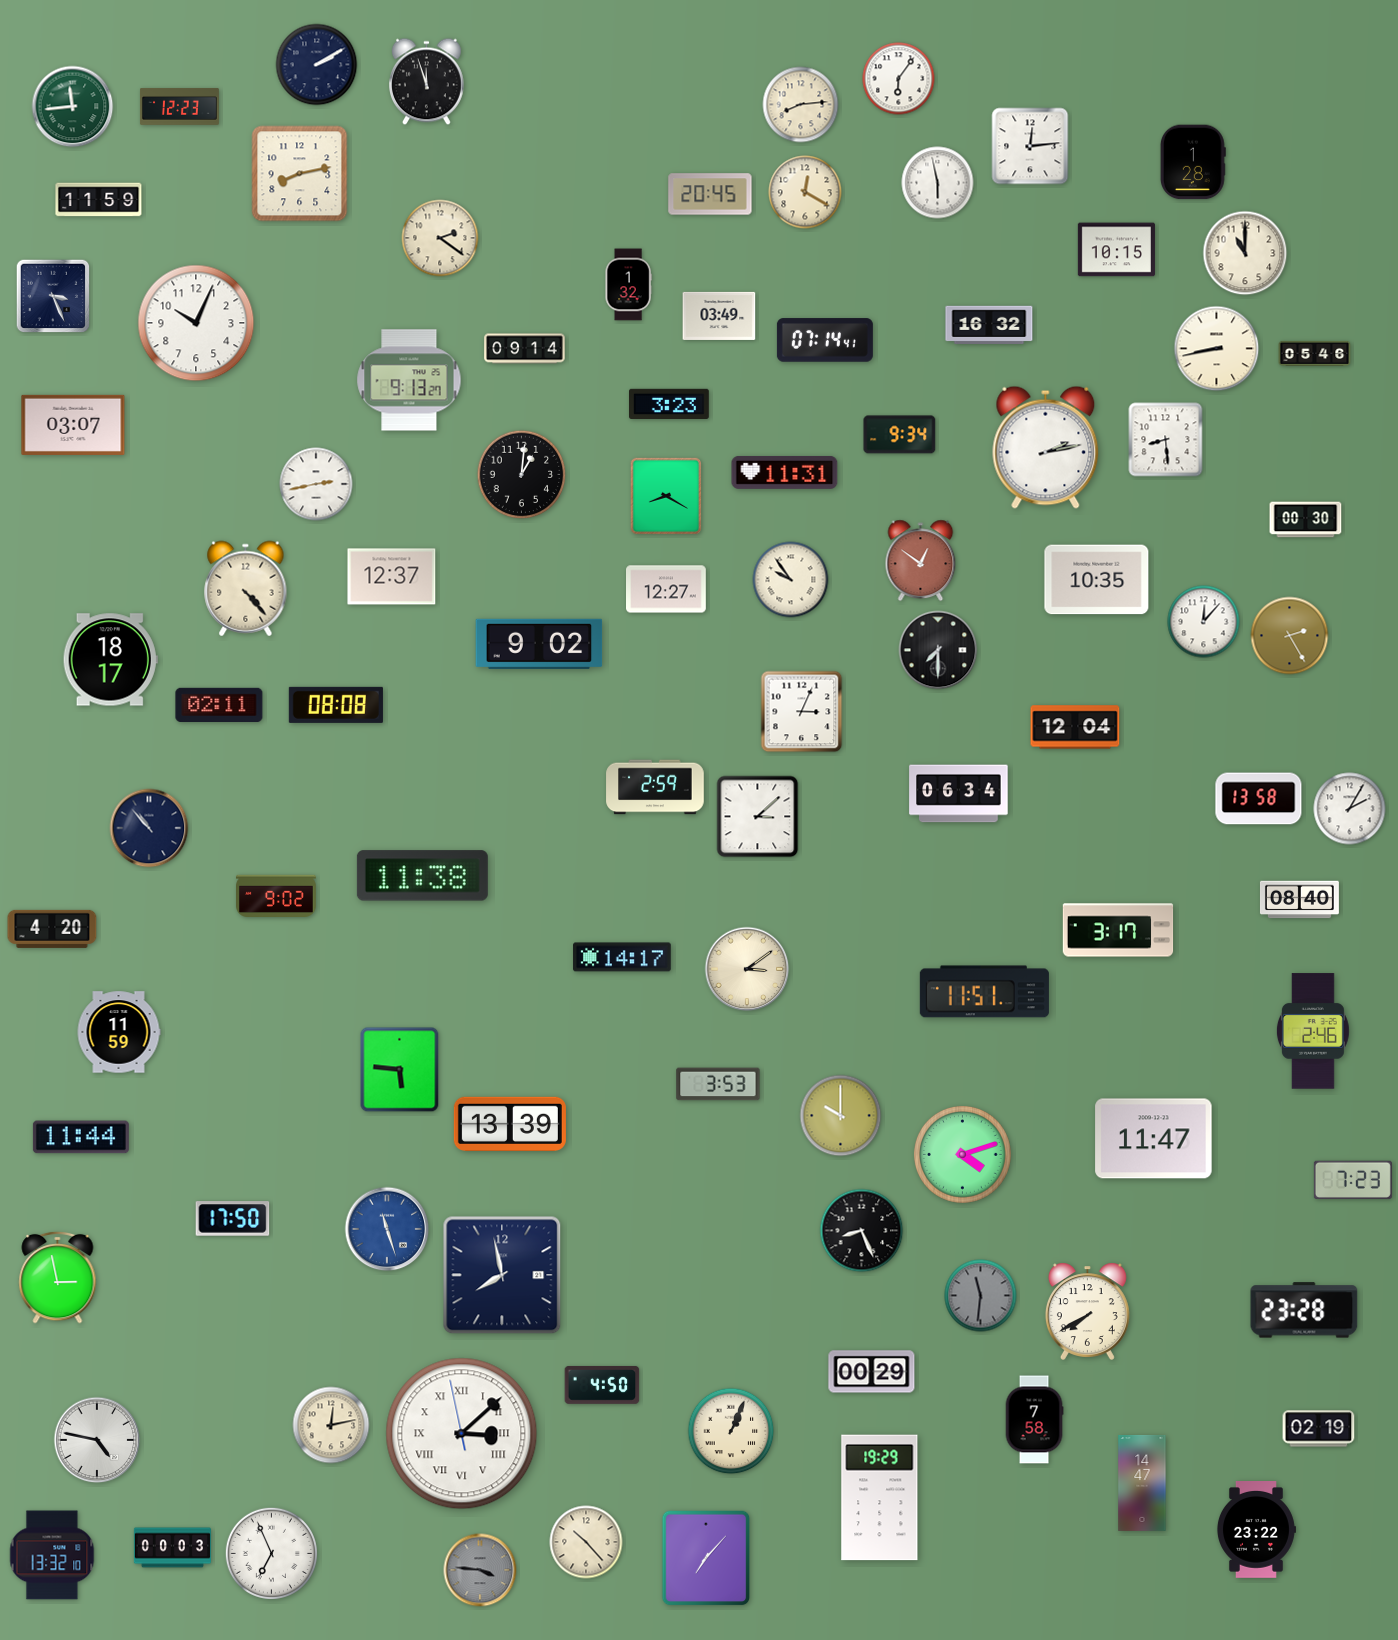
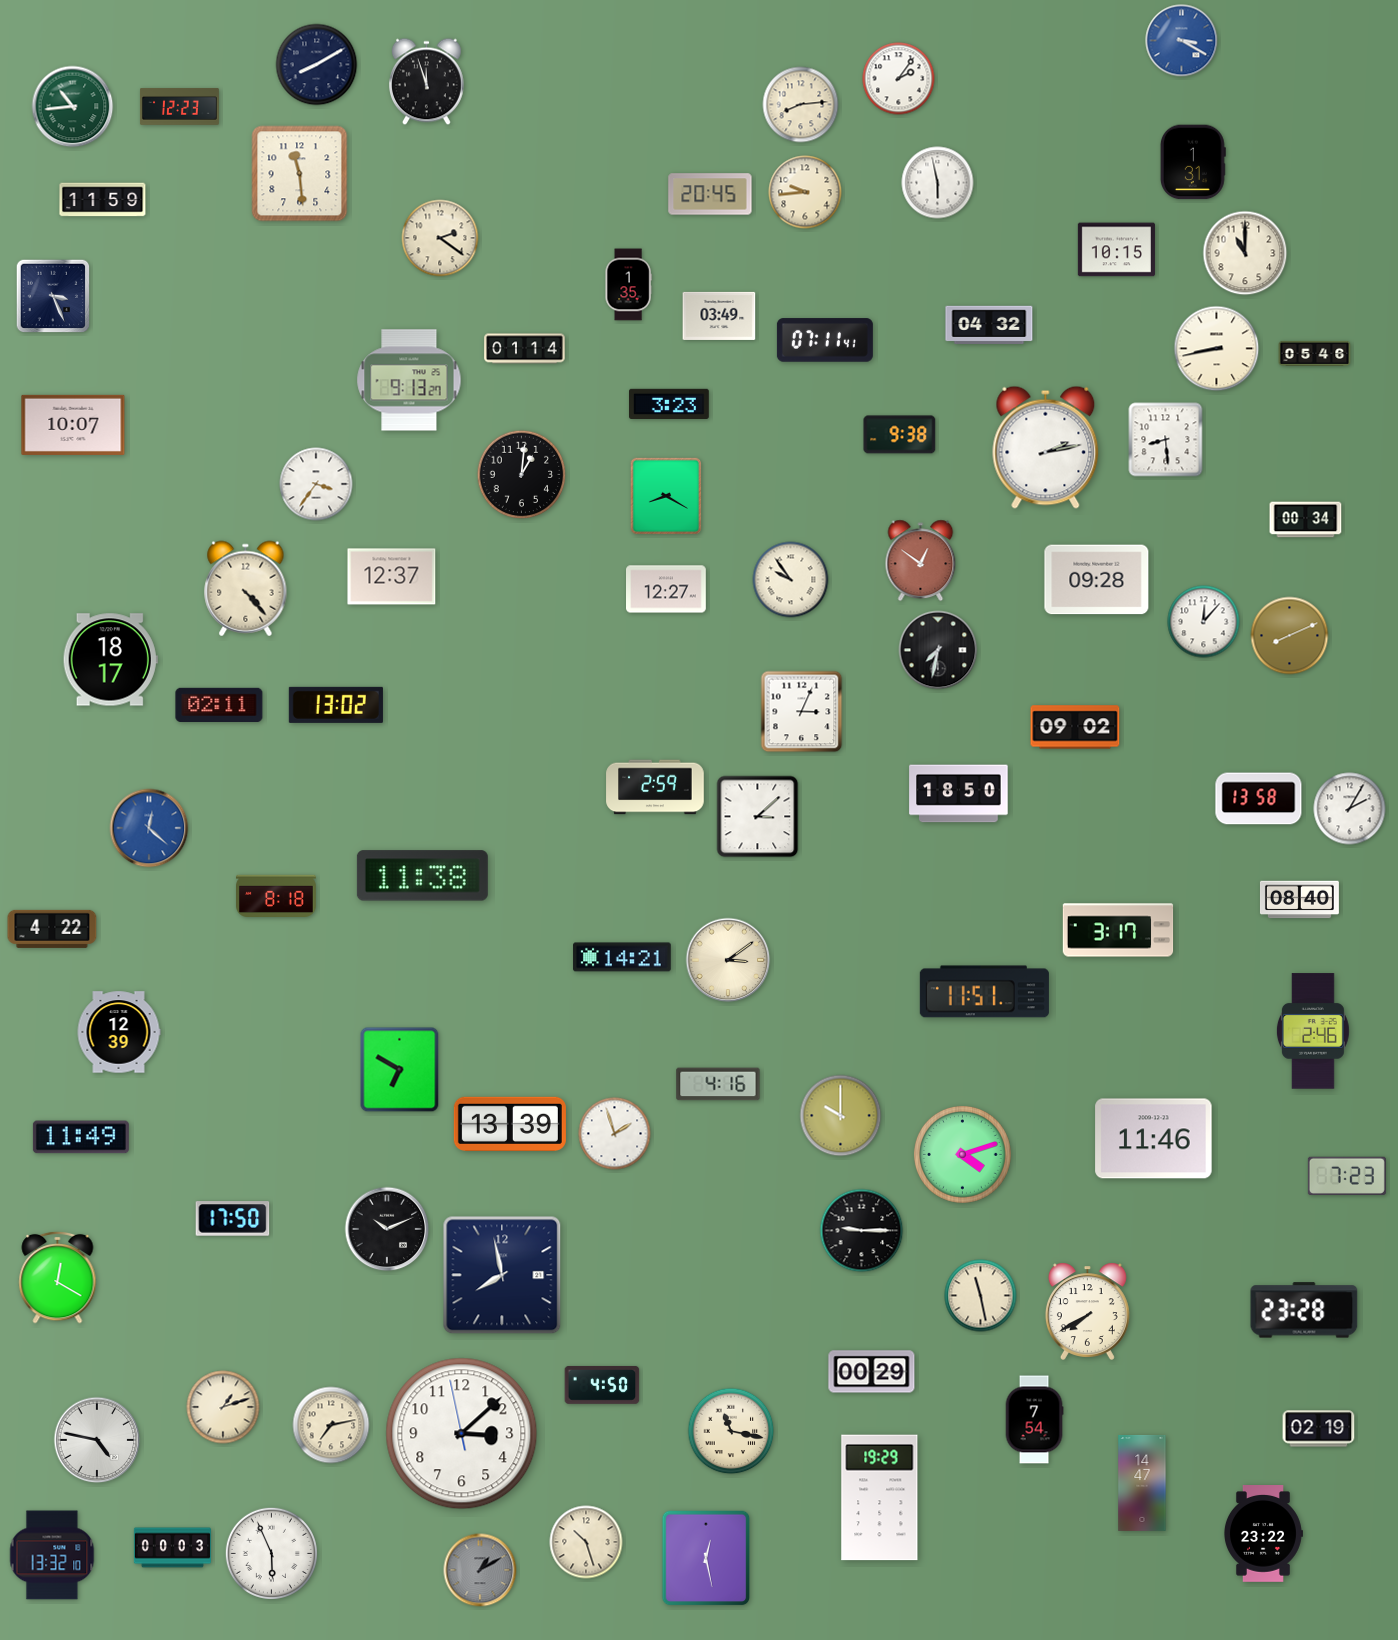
clock at (1182, 41): none -> 3:20
clock at (317, 65): 2:10 -> 8:10
clock at (899, 79): 6:06 -> 2:06
clock at (73, 107): 11:44 -> 10:44
clock at (1030, 146): 12:14 -> none
clock at (1193, 162): 1:28 -> 1:31
clock at (300, 174): 8:13 -> 11:29
clock at (805, 192): 12:20 -> 9:44
clock at (99, 200) position: (99, 200) -> (103, 200)
clock at (628, 285): 1:32 -> 1:35
clock at (196, 323): 10:04 -> none
clock at (989, 325): 16:32 -> 04:32
clock at (825, 340): 07:14 -> 07:11
clock at (525, 349): 09:14 -> 01:14
clock at (73, 425): 03:07 -> 10:07
clock at (900, 435): 9:34 -> 9:38
clock at (785, 472): 11:31 -> none
clock at (316, 484): 2:43 -> 3:36
clock at (1306, 520): 00:30 -> 00:34
clock at (1097, 580): 10:35 -> 09:28
clock at (1290, 636): 2:25 -> 8:11
clock at (539, 644): 9:02 -> none
clock at (938, 650): 7:30 -> 7:32
clock at (336, 705): 08:08 -> 13:02
clock at (1075, 727): 12:04 -> 09:02
clock at (959, 794): 06:34 -> 18:50
clock at (149, 828): 10:53 -> 12:22
clock at (149, 828) dial: navy -> blue
clock at (276, 896): 9:02 -> 8:18
clock at (52, 929): 4:20 -> 4:22
clock at (622, 957): 14:17 -> 14:21
clock at (747, 969) position: (747, 969) -> (728, 960)
clock at (119, 1032): 11:59 -> 12:39
clock at (400, 1070): 5:46 -> 6:50
clock at (718, 1084): 3:53 -> 4:16
clock at (615, 1134): none -> 1:57
clock at (81, 1137): 11:44 -> 11:49
clock at (1154, 1139): 11:47 -> 11:46
clock at (1353, 1180) position: (1353, 1180) -> (1347, 1176)
clock at (387, 1229): 11:27 -> 10:11
clock at (387, 1229) dial: blue -> black
clock at (862, 1231): 8:26 -> 9:15
clock at (58, 1277): 2:58 -> 12:20
clock at (981, 1296): 11:31 -> 11:28
clock at (981, 1296) dial: grey -> cream
clock at (223, 1407): none -> 1:12
clock at (1034, 1420): 7:58 -> 7:54
clock at (331, 1425): 12:13 -> 7:13
clock at (731, 1431): 1:04 -> 11:17
clock at (462, 1434) numerals: Roman -> Arabic
clock at (1256, 1530) position: (1256, 1530) -> (1263, 1534)
clock at (586, 1542): 10:23 -> 10:27
clock at (271, 1553): 6:56 -> 5:56
clock at (706, 1558): 7:07 -> 12:28
clock at (480, 1570): 3:46 -> 1:10
